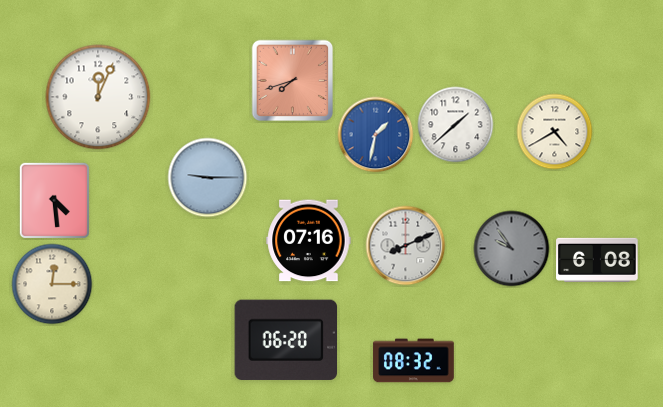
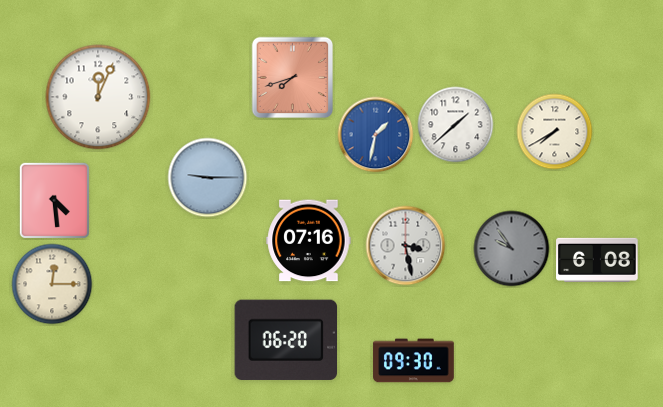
clock at (293, 81) position: (293, 81) -> (293, 78)
clock at (555, 132): 4:40 -> 7:40
clock at (406, 246): 8:11 -> 3:28
clock at (414, 361): 08:32 -> 09:30
